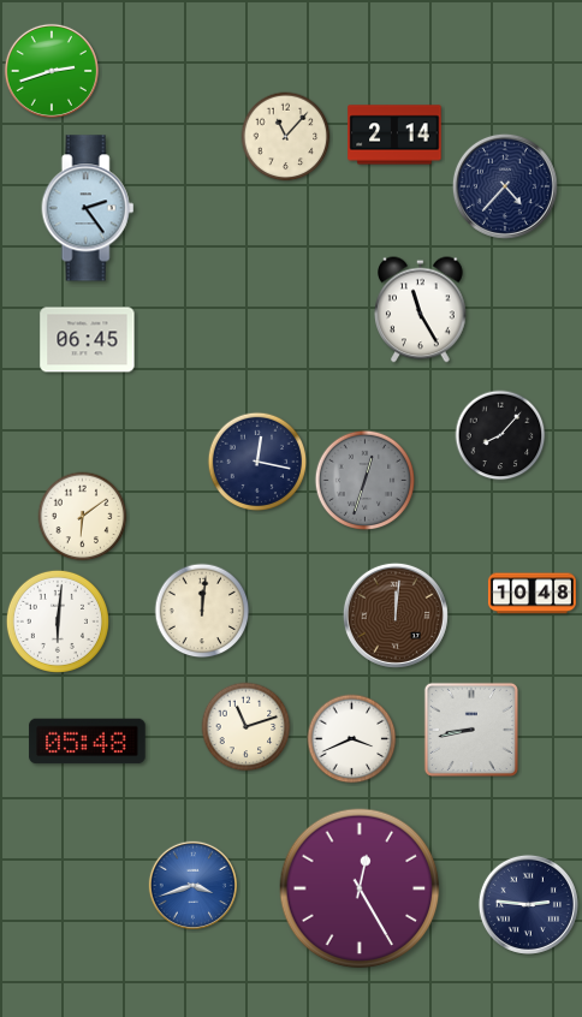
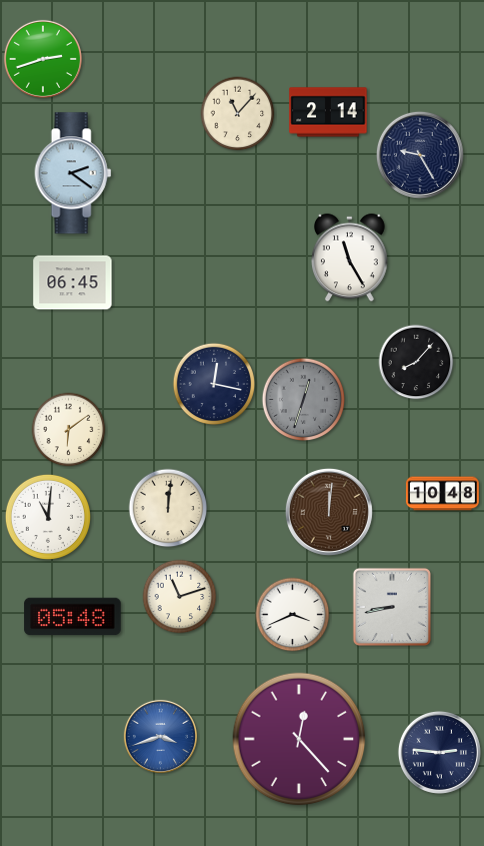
clock at (505, 186): 4:37 -> 9:25
clock at (88, 208): 2:24 -> 2:21
clock at (58, 621): 6:01 -> 11:01
clock at (247, 727) position: (247, 727) -> (180, 597)
clock at (360, 888): 12:25 -> 12:23
